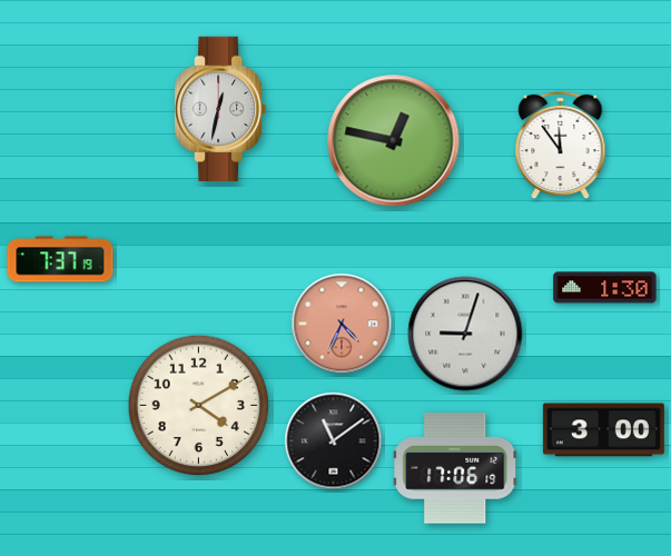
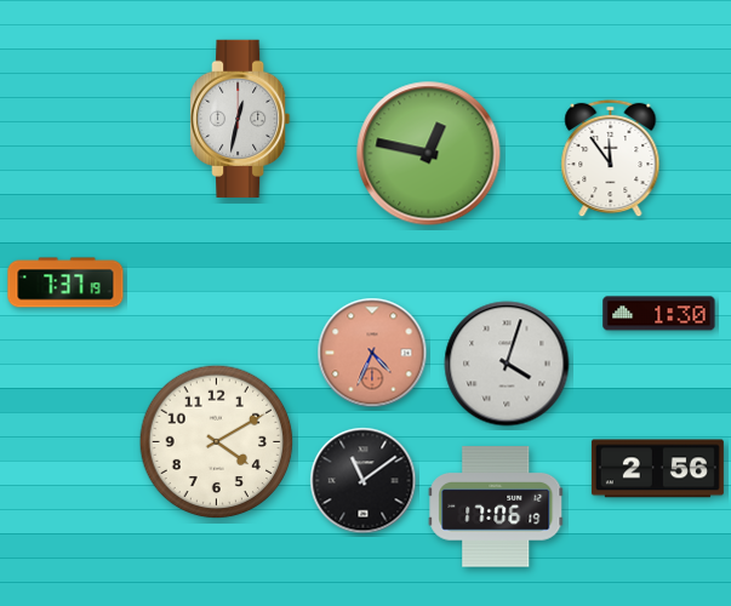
clock at (465, 334): 9:03 -> 4:03
clock at (603, 430): 3:00 -> 2:56
clock at (455, 468) position: (455, 468) -> (496, 507)
